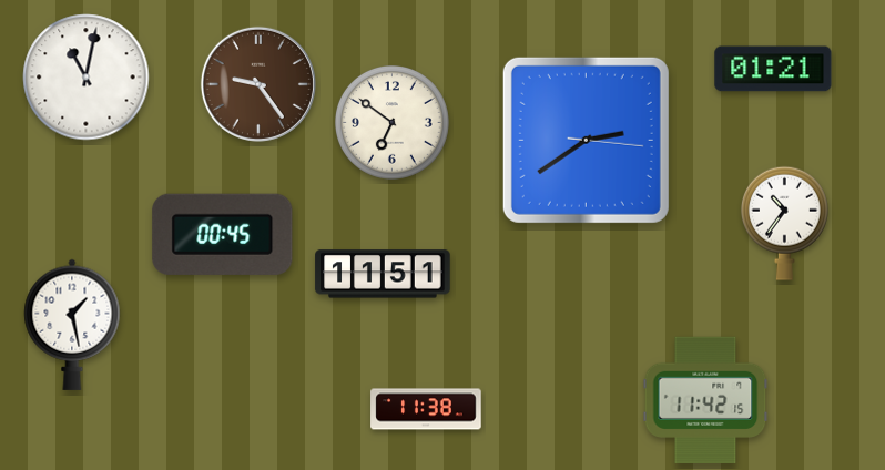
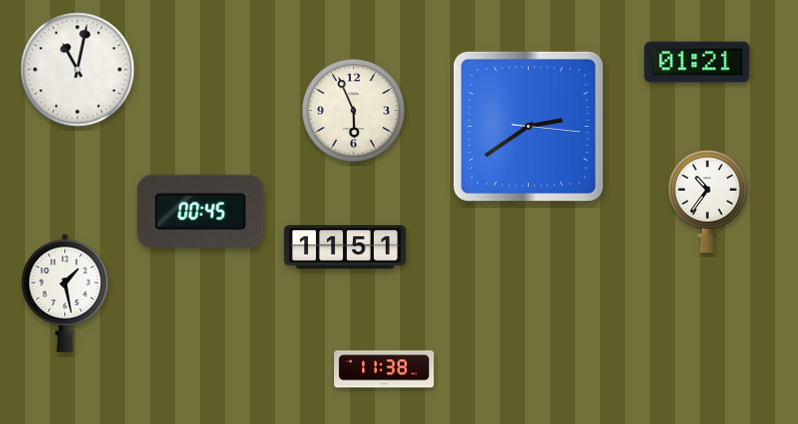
clock at (258, 84): 9:24 -> none
clock at (393, 123): 6:51 -> 5:56
clock at (705, 400): 11:42 -> none
